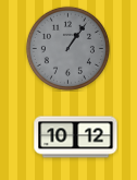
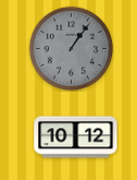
clock at (67, 48) position: (67, 48) -> (71, 48)
